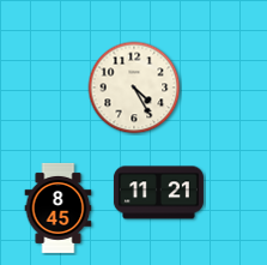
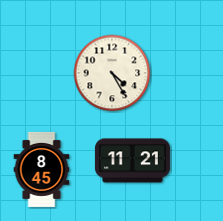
clock at (59, 207) position: (59, 207) -> (42, 169)
